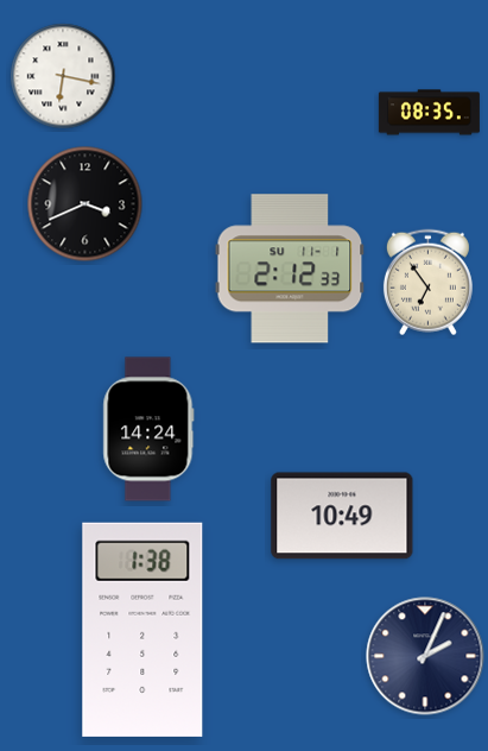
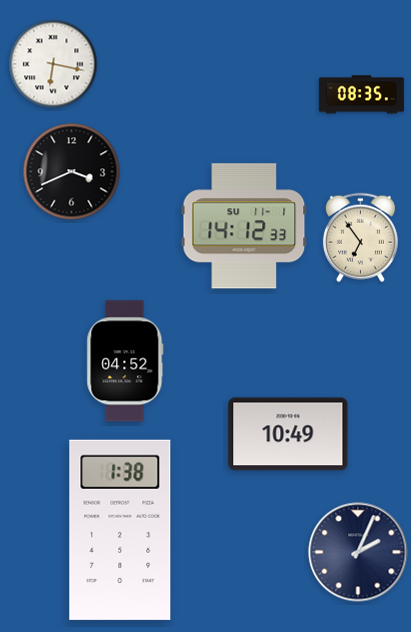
clock at (290, 269): 2:12 -> 14:12
clock at (148, 429): 14:24 -> 04:52
